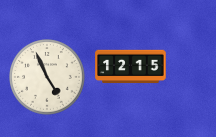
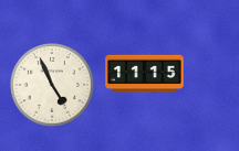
clock at (131, 67): 12:15 -> 11:15
